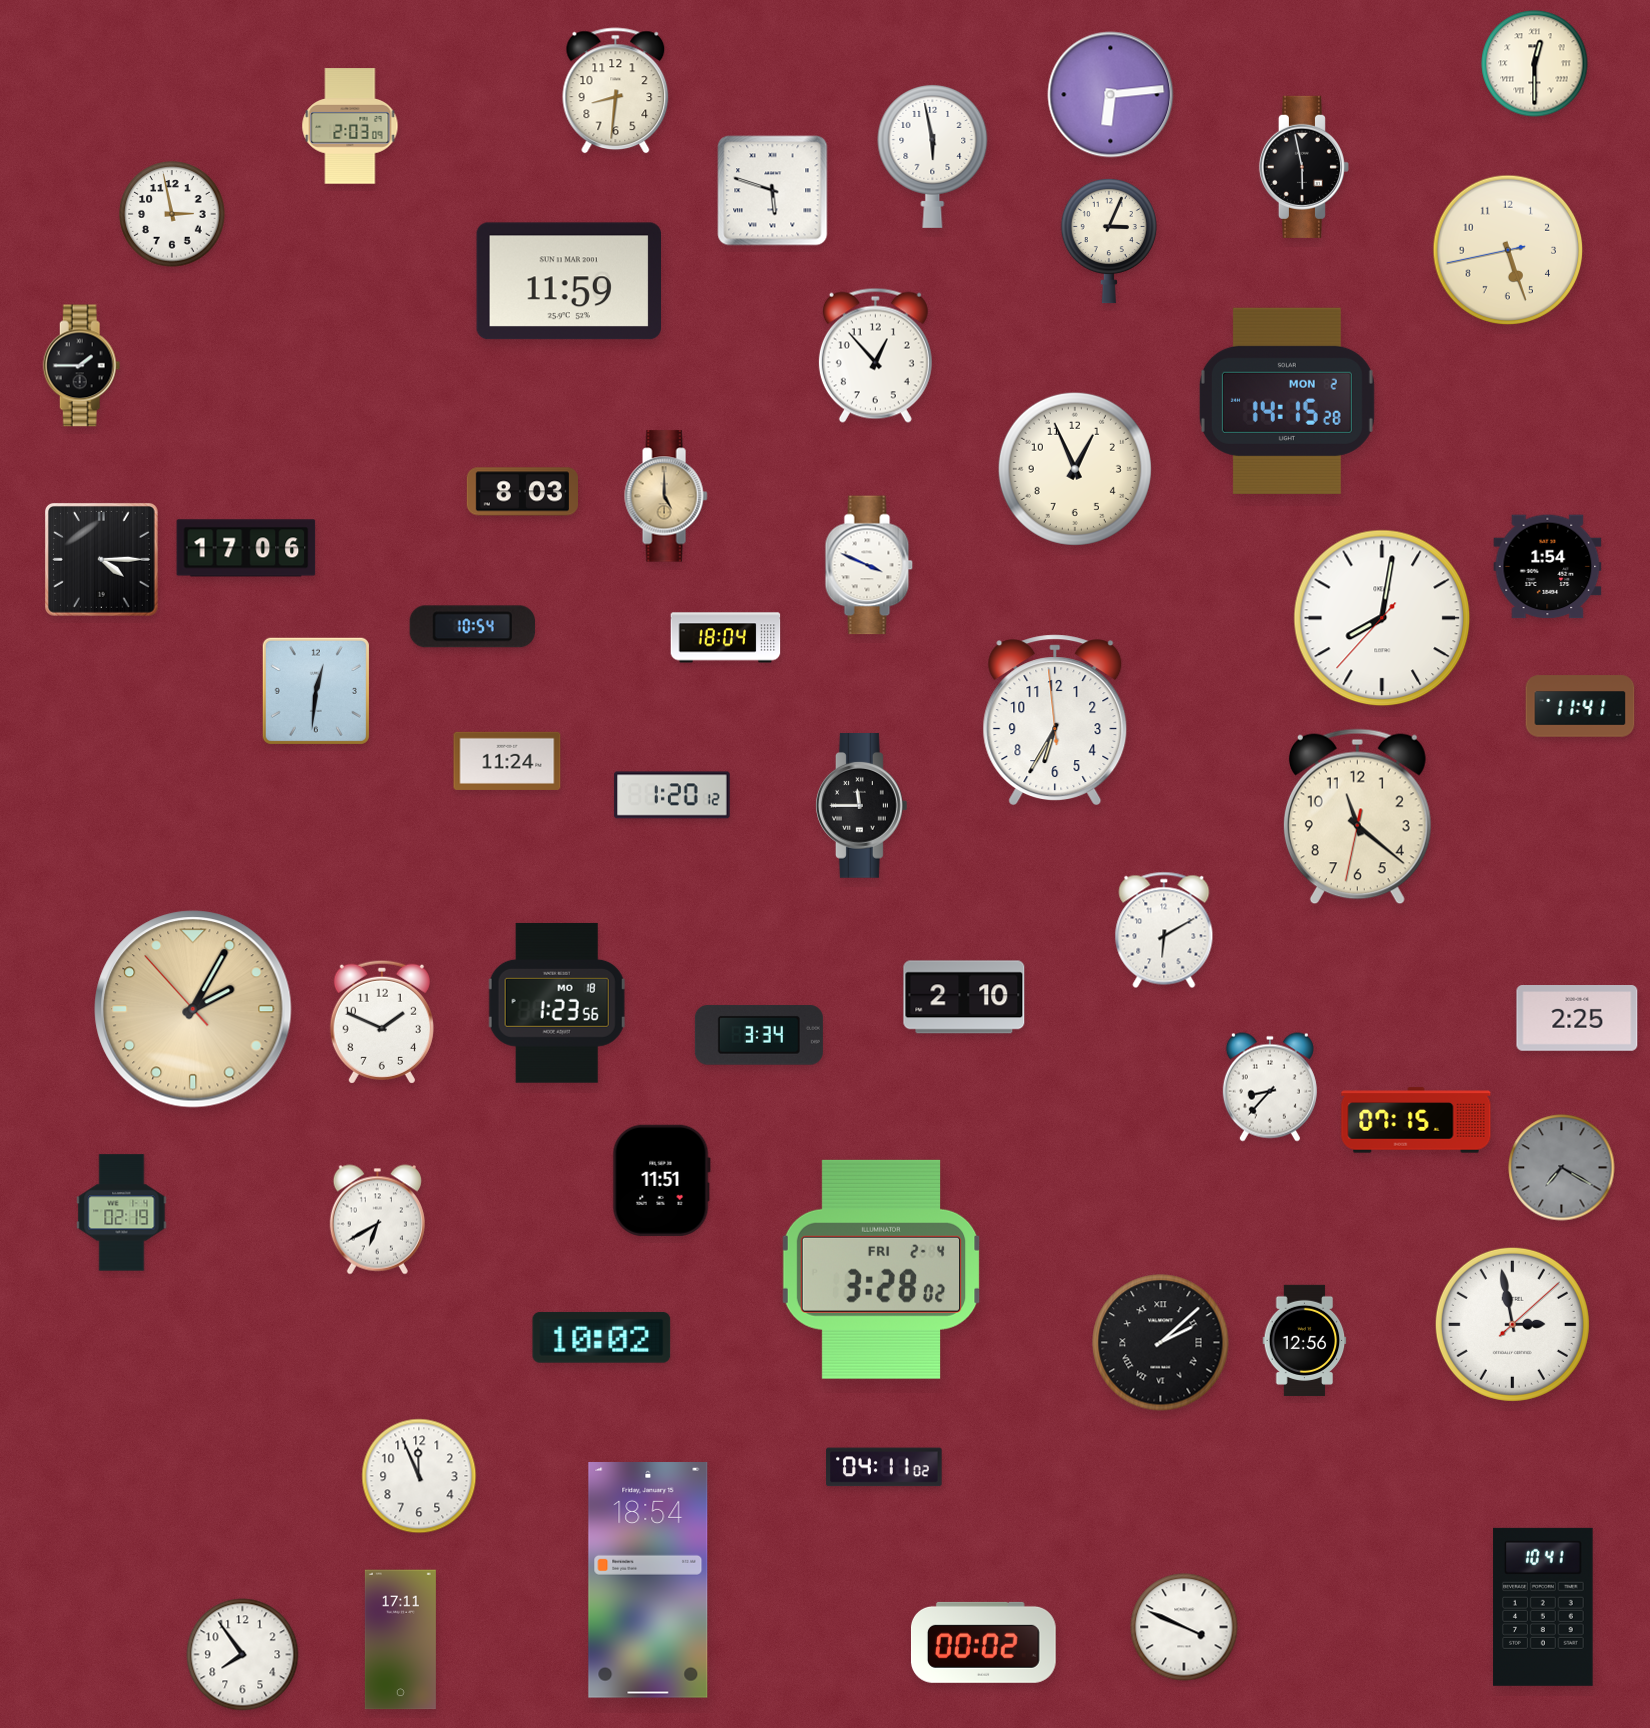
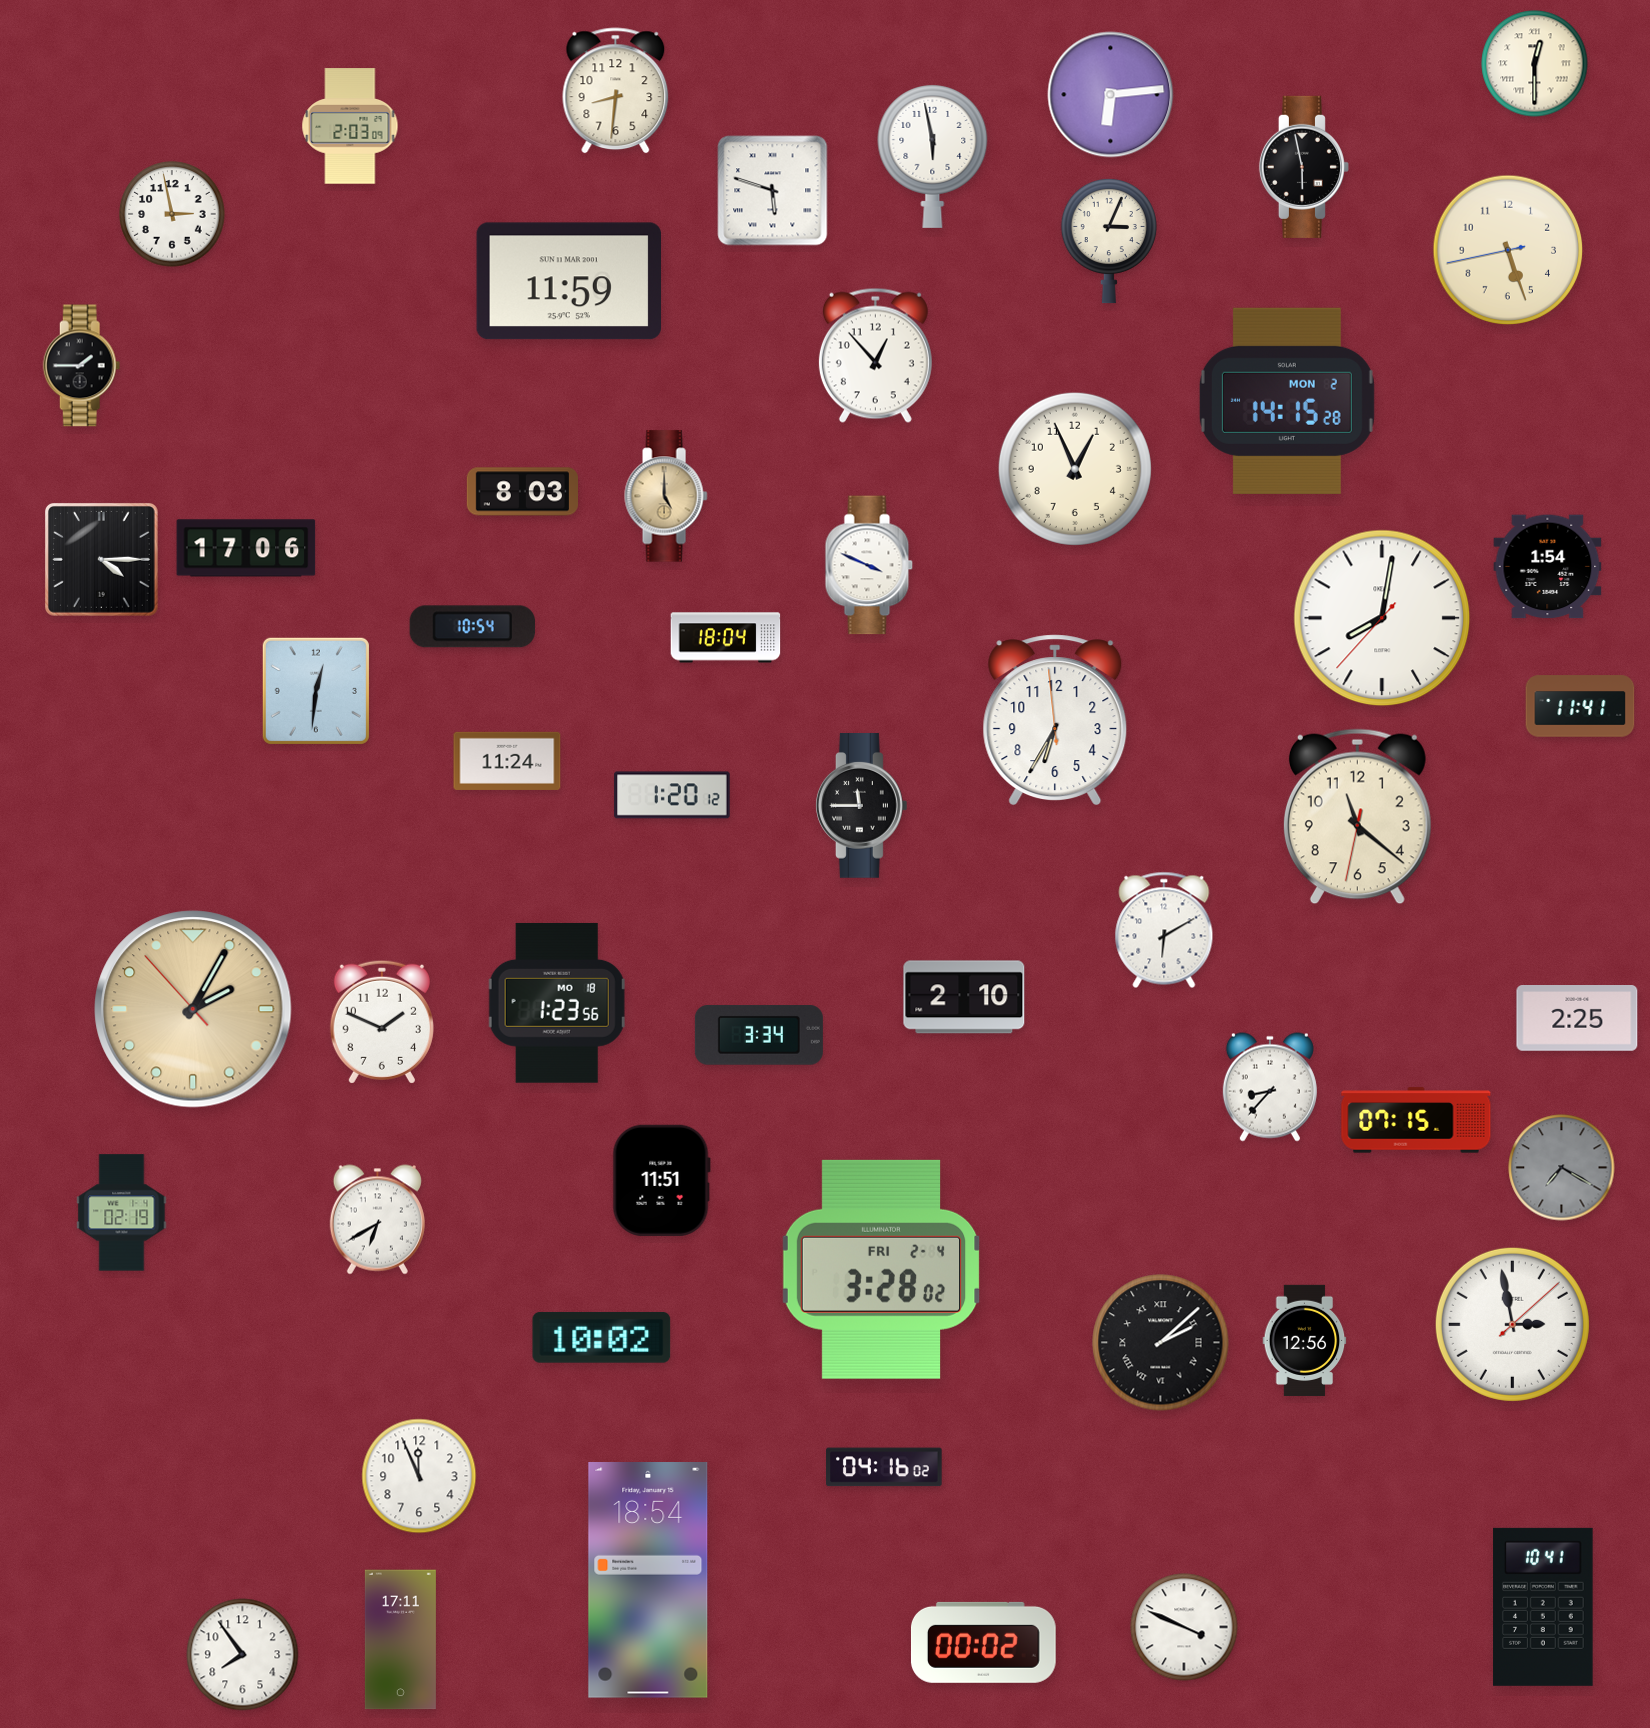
clock at (884, 1467): 04:11 -> 04:16
